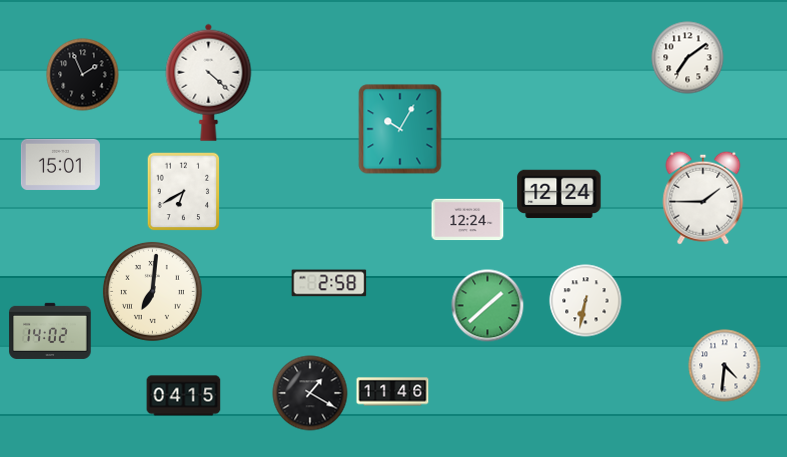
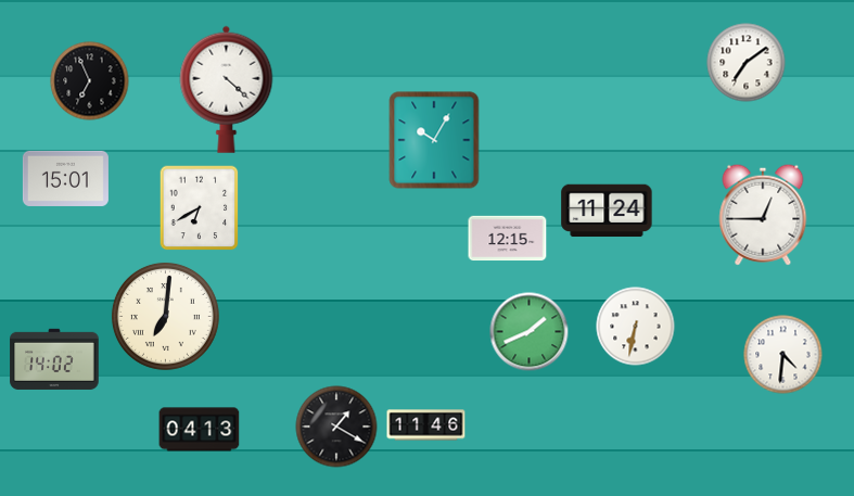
clock at (83, 75): 1:56 -> 6:56
clock at (559, 194): 12:24 -> 11:24
clock at (703, 198): 1:45 -> 12:45
clock at (468, 220): 12:24 -> 12:15
clock at (329, 283): 2:58 -> none
clock at (488, 306): 1:38 -> 1:41
clock at (725, 366) position: (725, 366) -> (783, 355)
clock at (184, 396): 04:15 -> 04:13
